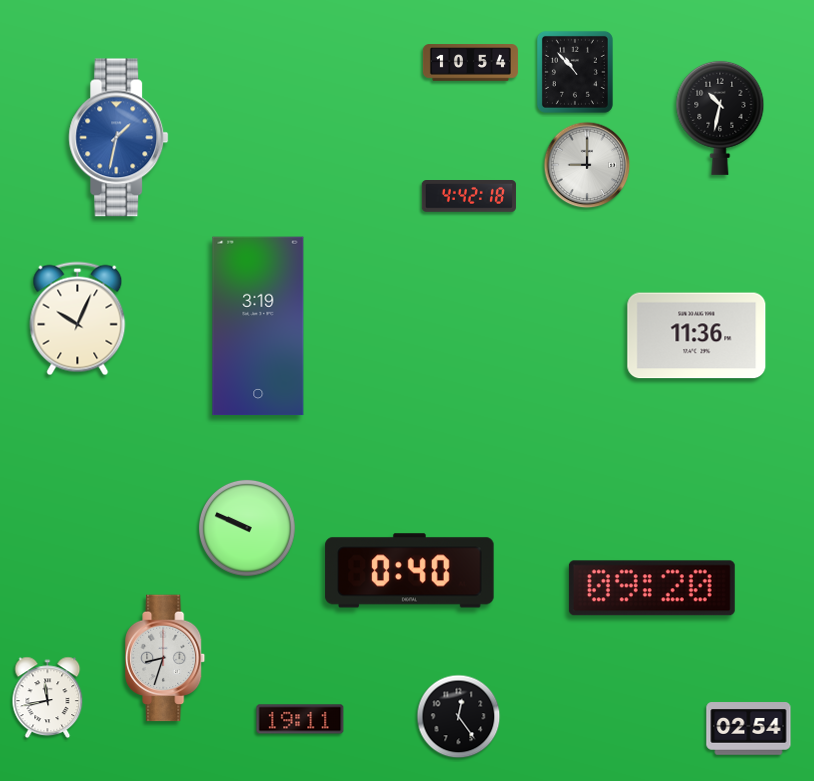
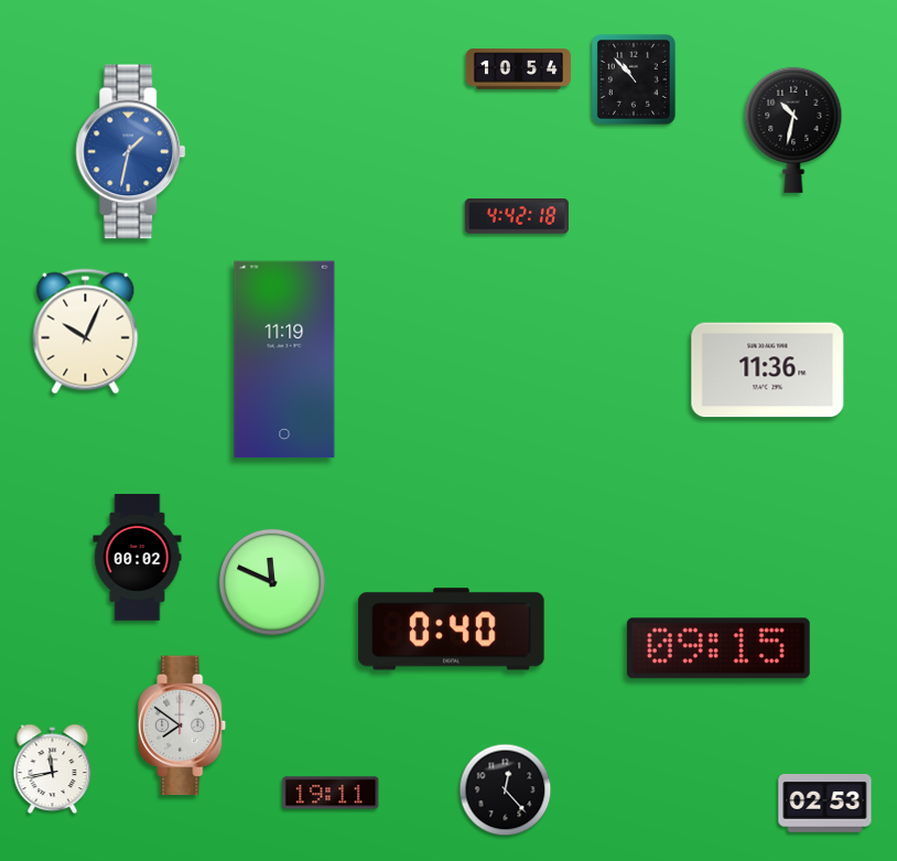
clock at (587, 165): 9:00 -> none
clock at (78, 319) position: (78, 319) -> (86, 332)
clock at (258, 326): 3:19 -> 11:19
clock at (138, 558): none -> 00:02
clock at (247, 528): 9:49 -> 11:49
clock at (652, 588): 09:20 -> 09:15
clock at (166, 658): 8:33 -> 7:51
clock at (459, 717): 12:24 -> 12:23
clock at (749, 729): 02:54 -> 02:53
